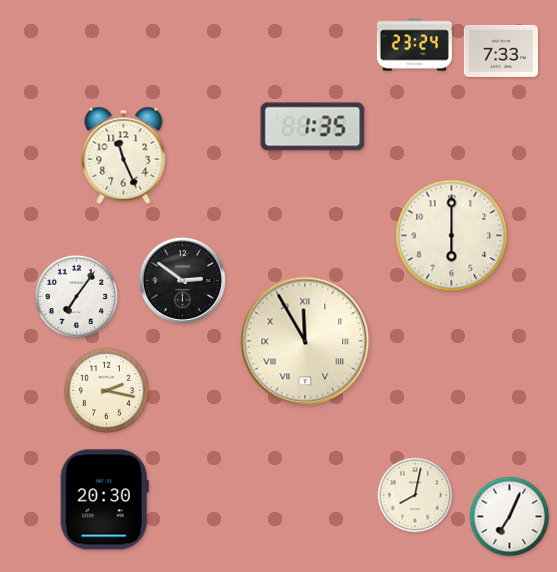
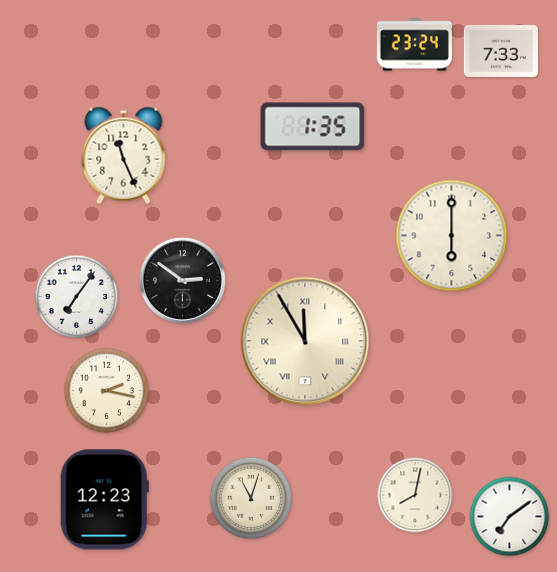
clock at (251, 498): none -> 11:03
clock at (104, 500): 20:30 -> 12:23
clock at (510, 517): 7:04 -> 7:09
